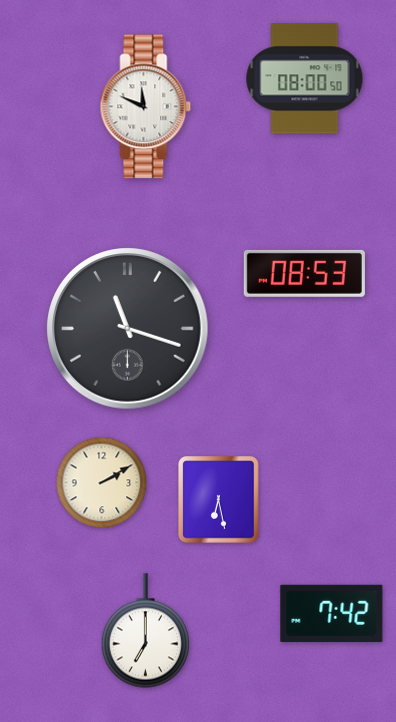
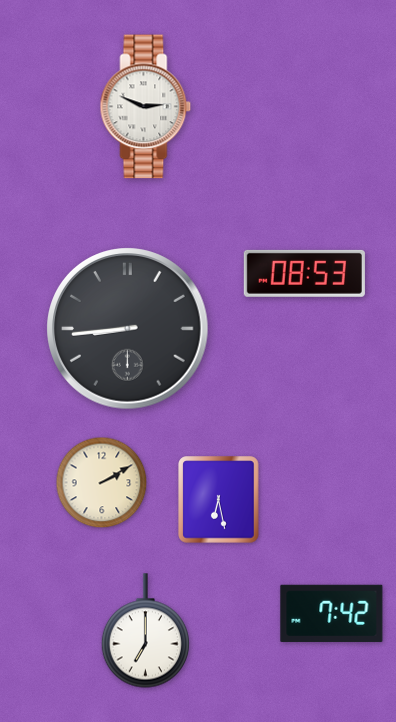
clock at (305, 79): 08:00 -> none
clock at (146, 107): 11:49 -> 2:49
clock at (128, 329): 11:18 -> 8:44
